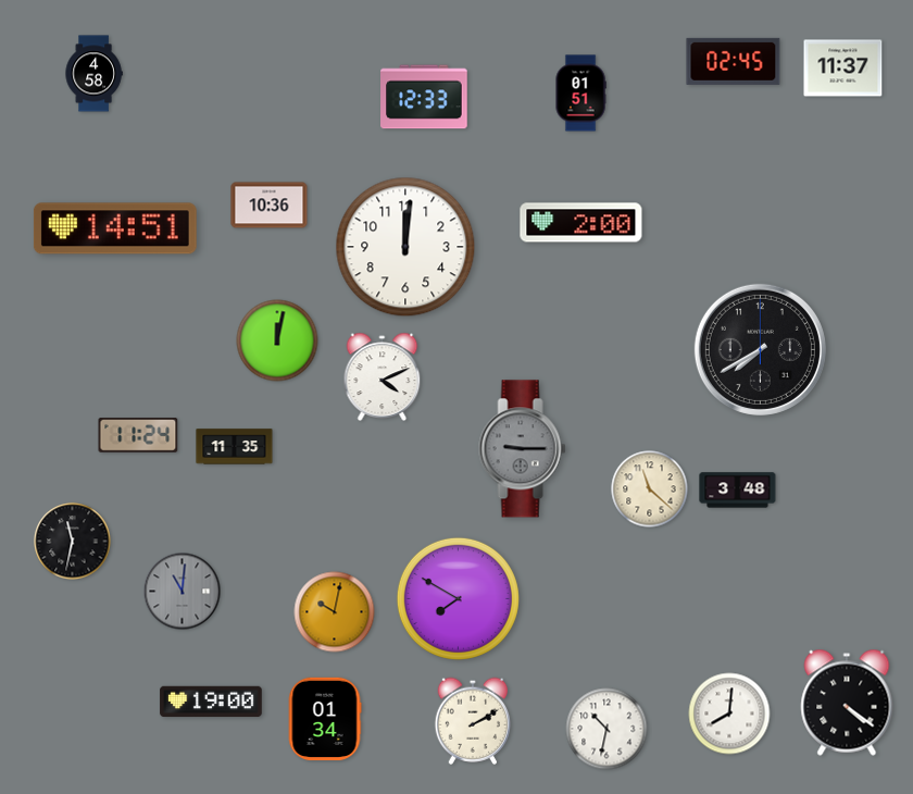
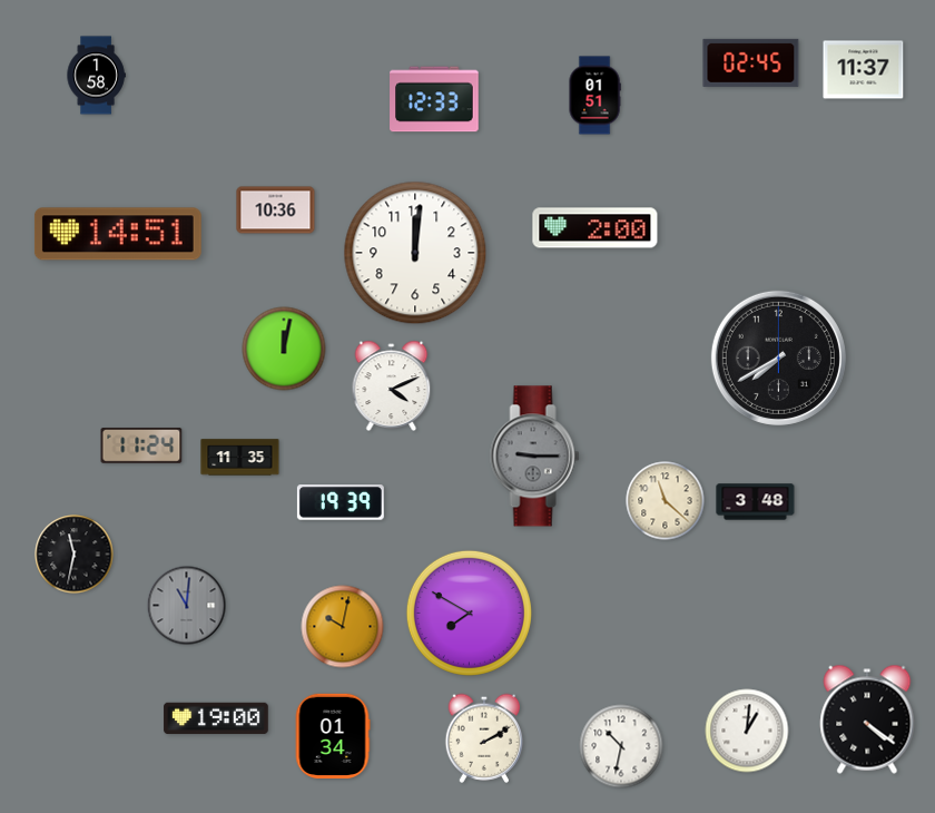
clock at (93, 74): 4:58 -> 1:58
clock at (523, 449) position: (523, 449) -> (535, 457)
clock at (341, 502): none -> 19:39
clock at (729, 714): 8:01 -> 1:01
